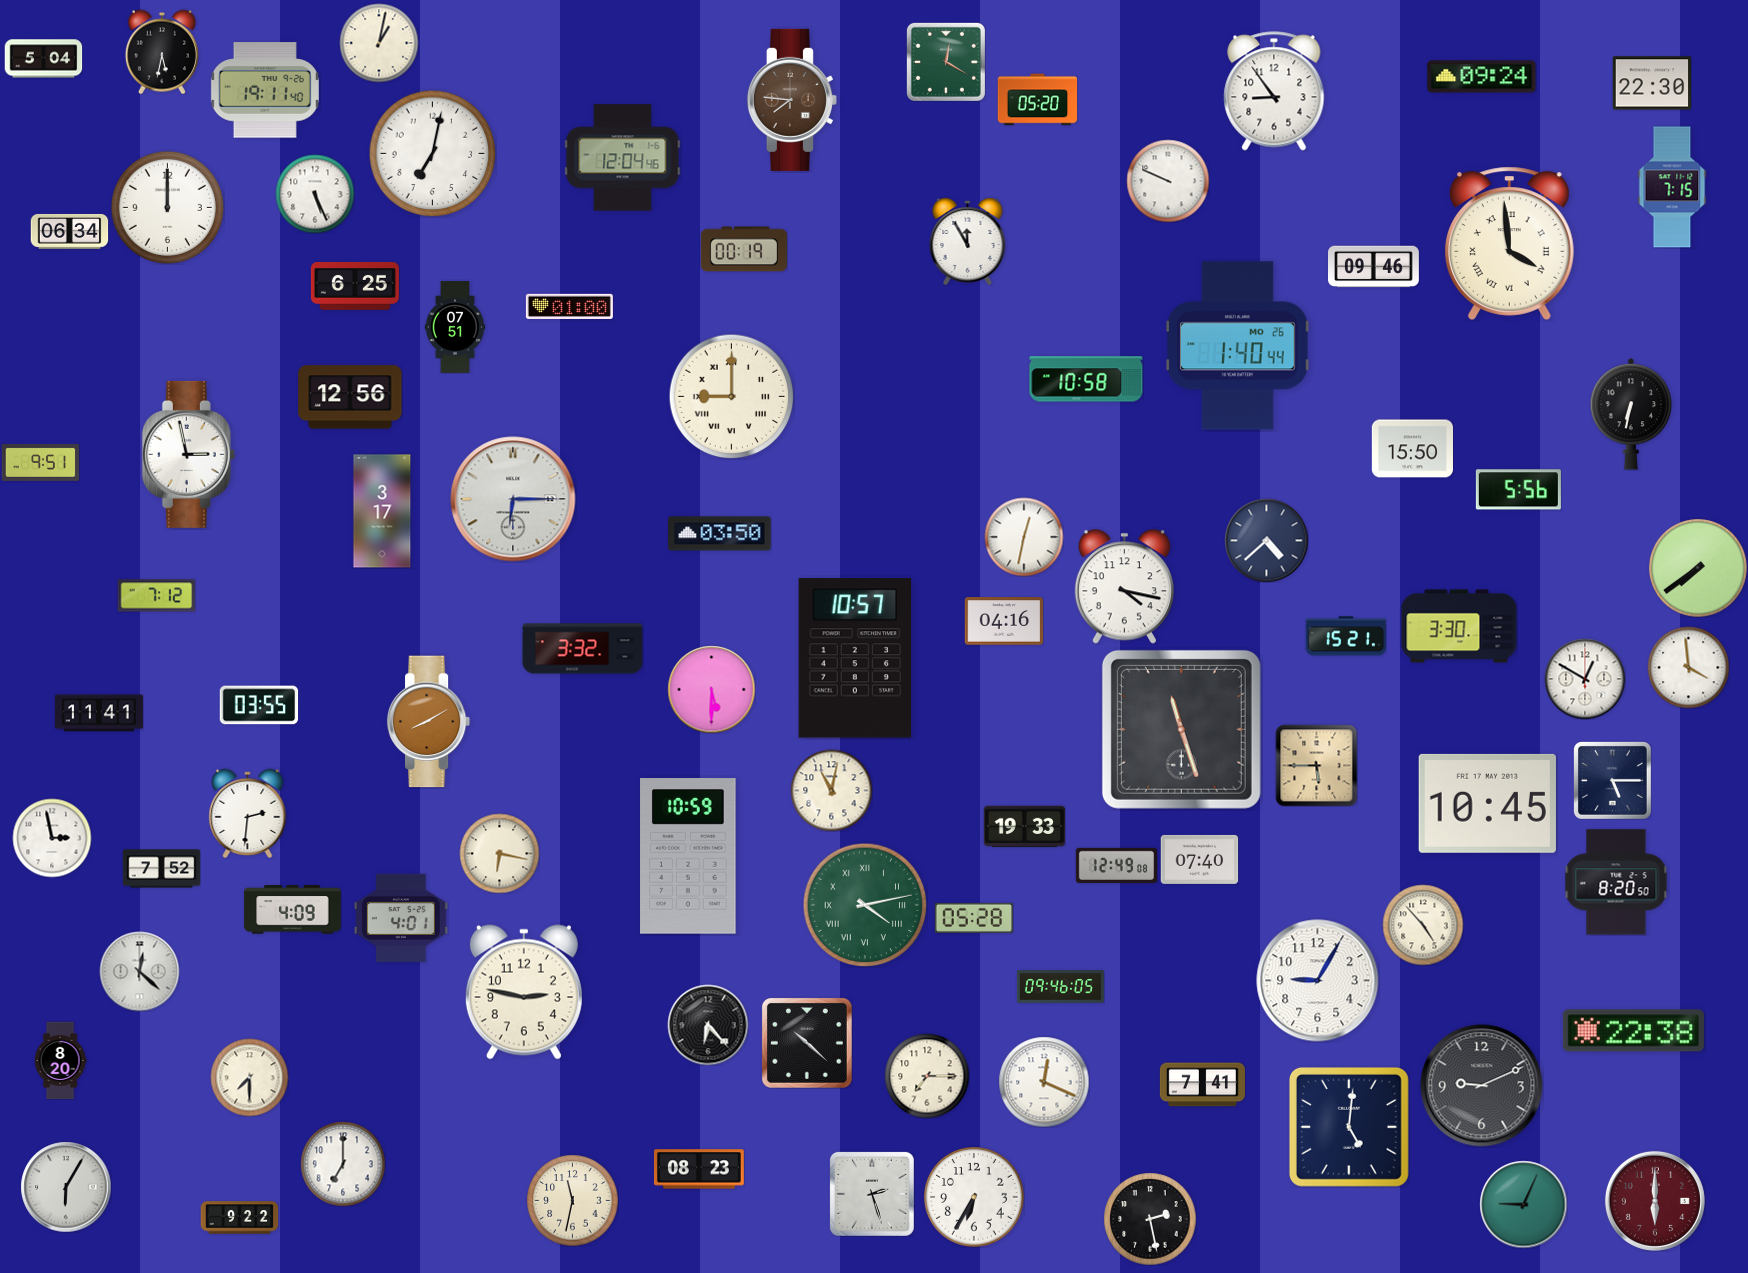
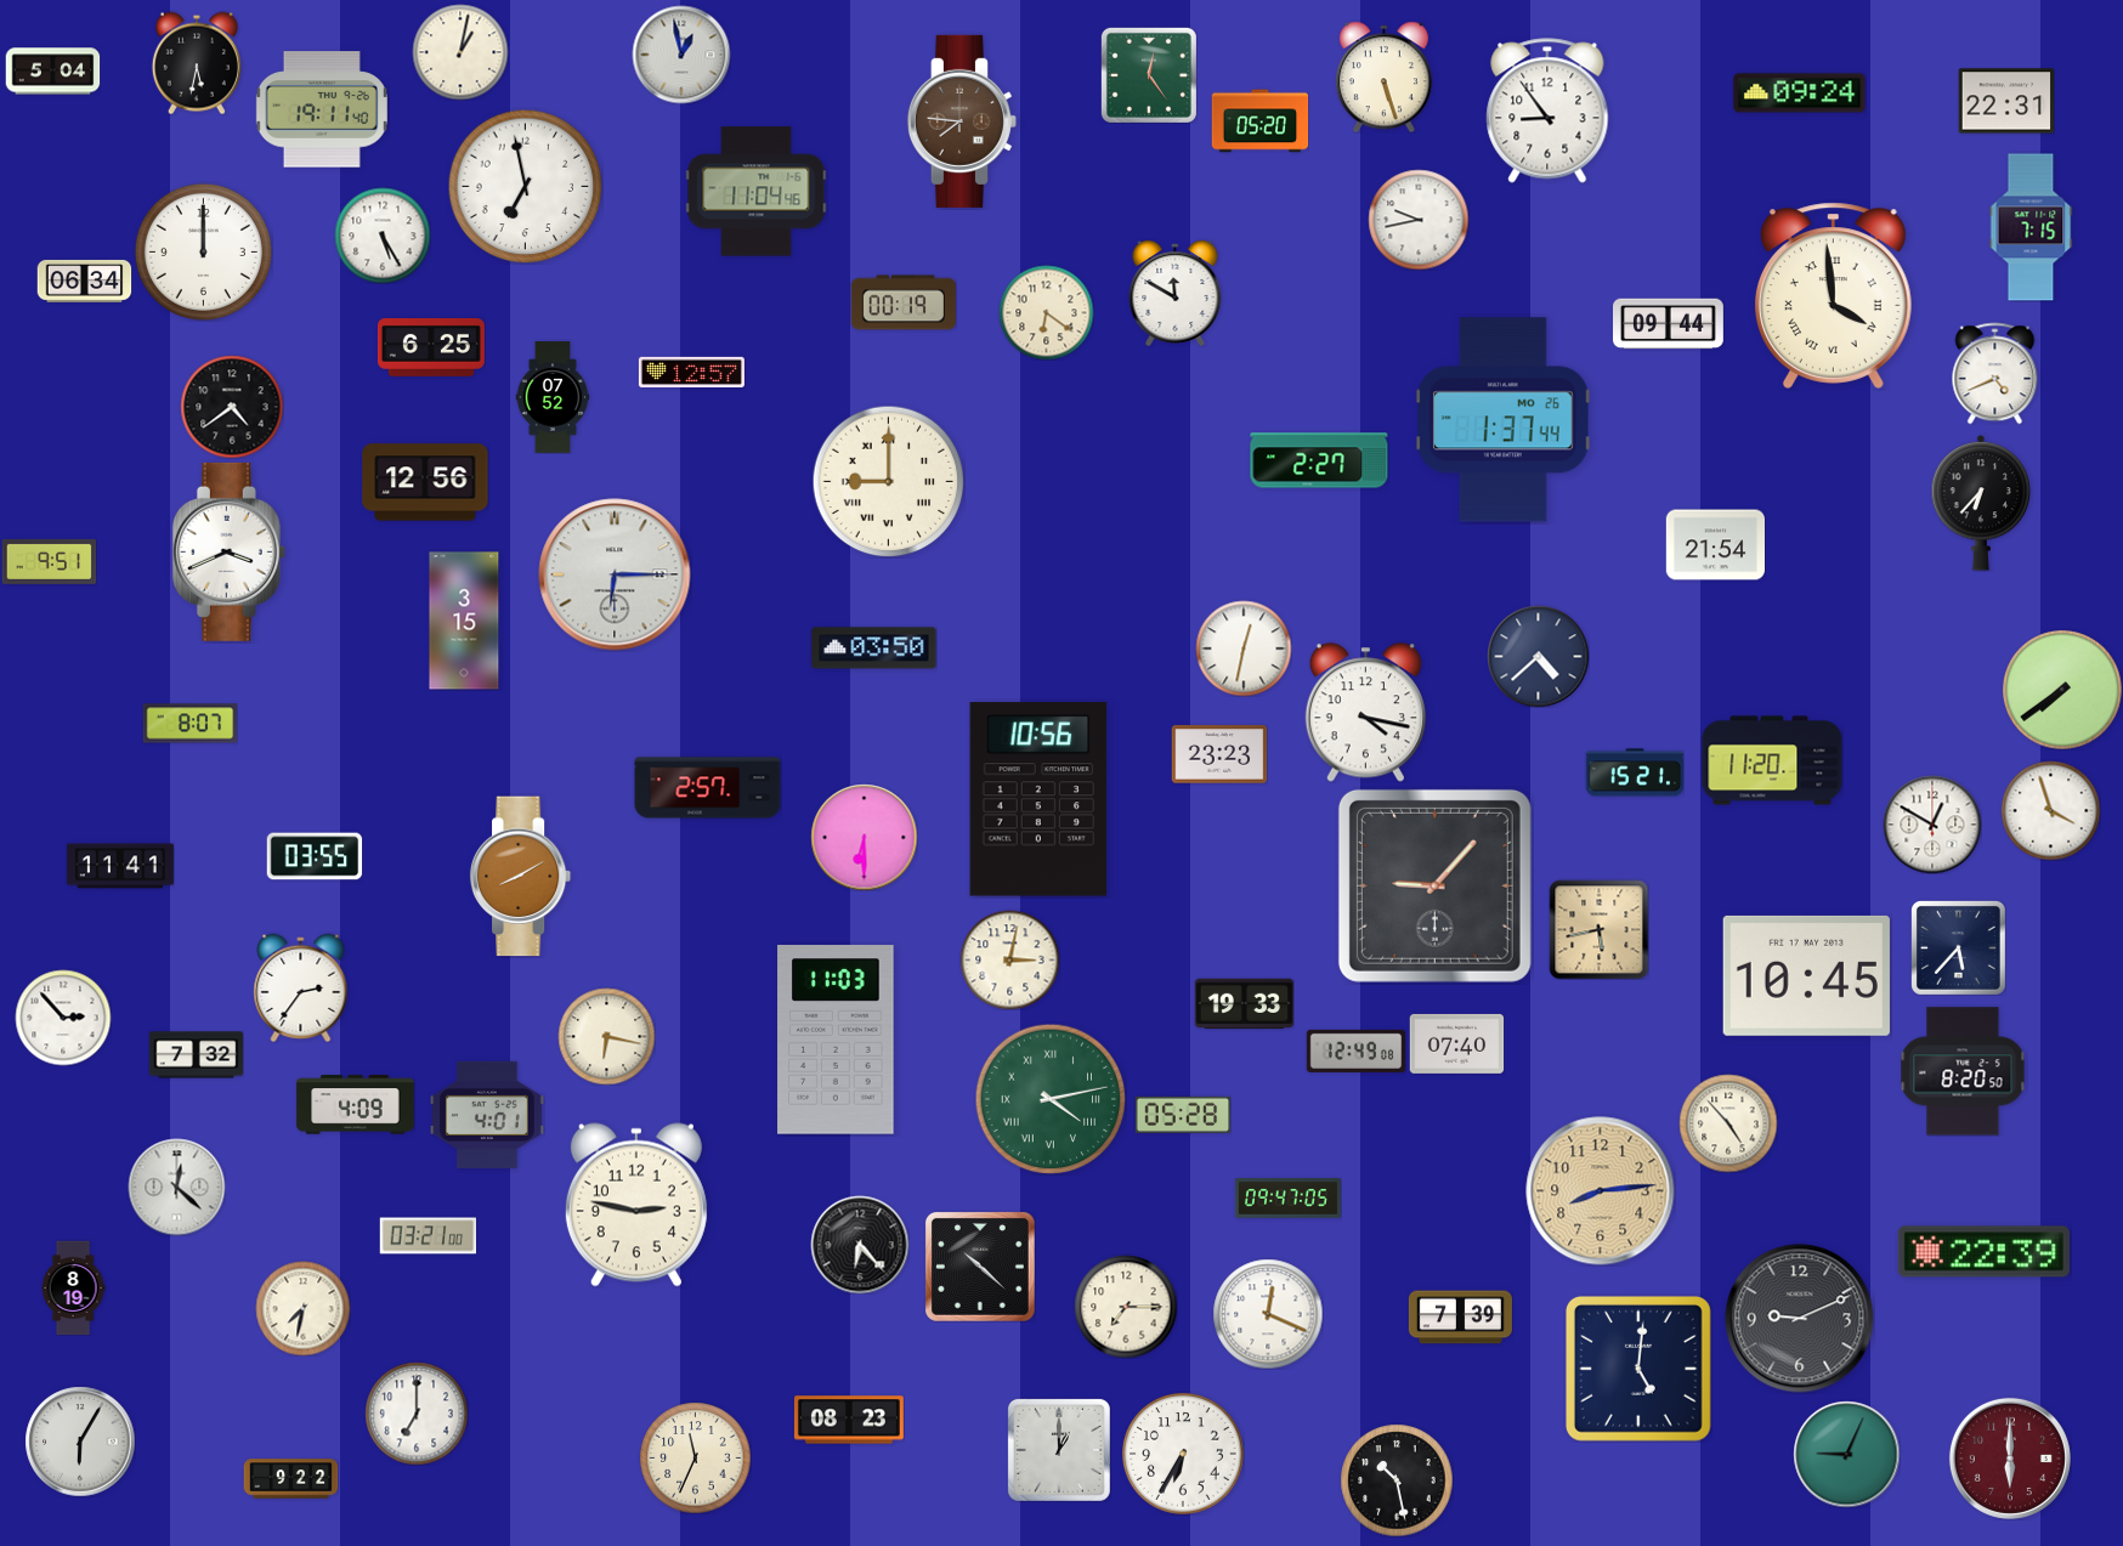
clock at (681, 55): none -> 12:58
clock at (946, 62): 12:20 -> 12:24
clock at (1383, 77): none -> 5:27
clock at (1652, 83): 22:30 -> 22:31
clock at (432, 153): 7:02 -> 6:58
clock at (623, 158): 12:04 -> 11:04
clock at (1168, 181): 9:49 -> 9:43
clock at (315, 194): 5:26 -> 5:25
clock at (968, 241): 11:55 -> 11:50
clock at (1046, 312): none -> 6:21
clock at (1374, 267): 09:46 -> 09:44
clock at (569, 306): 01:00 -> 12:57
clock at (1995, 373): none -> 4:41
clock at (455, 327): 07:51 -> 07:52
clock at (232, 407): none -> 4:39
clock at (1238, 346): 1:40 -> 1:37
clock at (1086, 379): 10:58 -> 2:27
clock at (1631, 415): 6:32 -> 6:37
clock at (1412, 449): 15:50 -> 21:54
clock at (188, 454): 2:58 -> 3:41
clock at (1518, 490): 5:56 -> none
clock at (513, 499) position: (513, 499) -> (615, 574)
clock at (382, 511): 3:17 -> 3:15
clock at (1024, 537) position: (1024, 537) -> (1244, 649)
clock at (156, 596): 7:12 -> 8:07
clock at (1004, 621): 04:16 -> 23:23
clock at (1459, 626): 3:30 -> 11:20
clock at (583, 649): 3:32 -> 2:57
clock at (855, 658): 10:57 -> 10:56
clock at (1688, 667): 3:59 -> 3:57
clock at (1585, 679) position: (1585, 679) -> (1932, 825)
clock at (711, 689): 5:30 -> 6:30
clock at (1181, 729): 11:27 -> 9:07
clock at (1316, 765): 5:45 -> 5:43
clock at (1613, 781): 5:15 -> 5:37
clock at (831, 790): 11:02 -> 3:02
clock at (248, 813): 2:31 -> 2:36
clock at (52, 838): 2:58 -> 2:53
clock at (688, 856): 10:59 -> 11:03
clock at (161, 869): 7:52 -> 7:32
clock at (139, 971) position: (139, 971) -> (176, 1187)
clock at (1318, 981): 9:05 -> 8:14
clock at (1318, 981) dial: white -> champagne
clock at (1060, 987): 09:46 -> 09:47
clock at (428, 1236): none -> 03:21
clock at (1633, 1031): 22:38 -> 22:39
clock at (60, 1060): 8:20 -> 8:19
clock at (249, 1077): 7:30 -> 7:32
clock at (1202, 1085): 7:41 -> 7:39
clock at (872, 1194): 2:27 -> 1:00
clock at (572, 1200): 11:32 -> 11:34
clock at (1523, 1204) position: (1523, 1204) -> (1846, 1454)
clock at (1150, 1219): 2:28 -> 10:28
